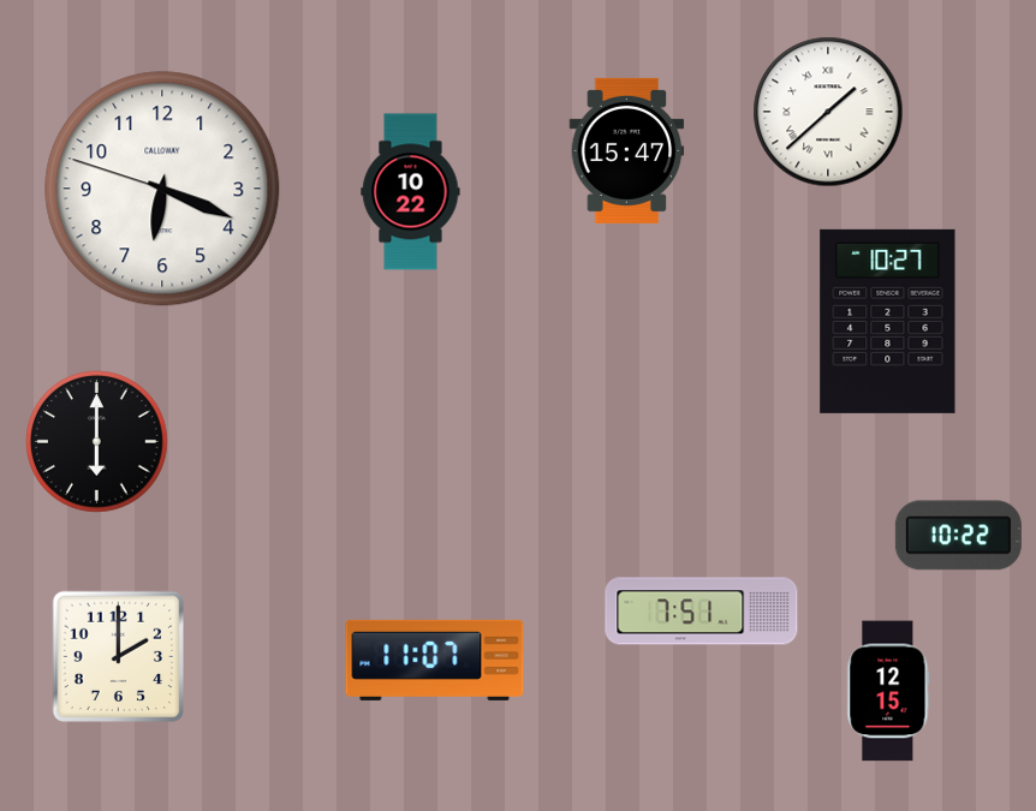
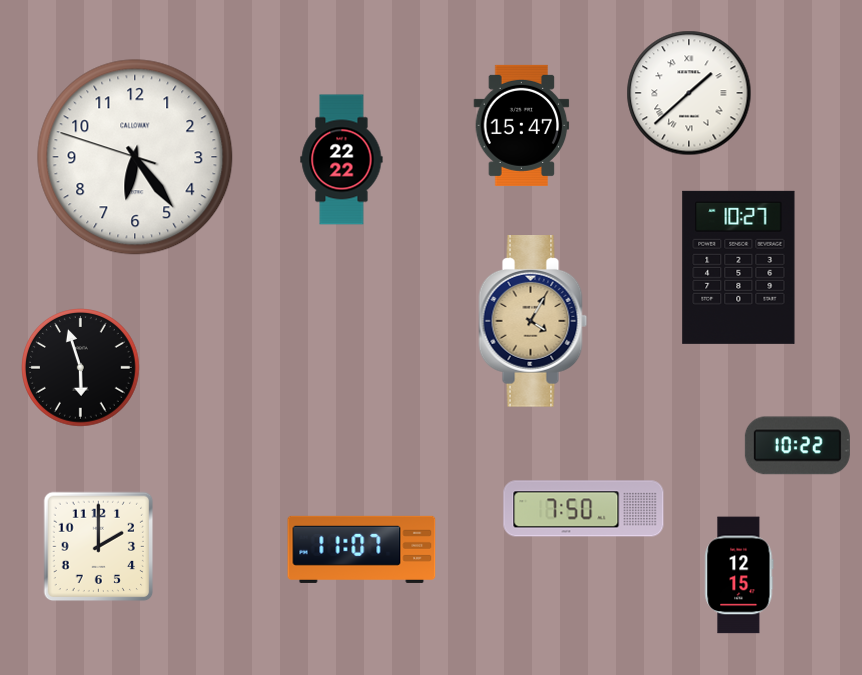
clock at (162, 189): 6:18 -> 6:23
clock at (411, 192): 10:22 -> 22:22
clock at (533, 322): none -> 4:05
clock at (97, 442): 6:00 -> 5:57
clock at (702, 612): 7:51 -> 7:50
